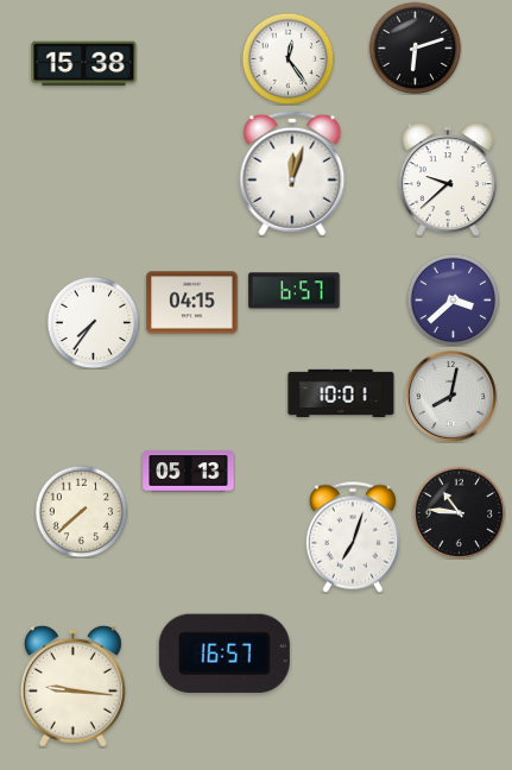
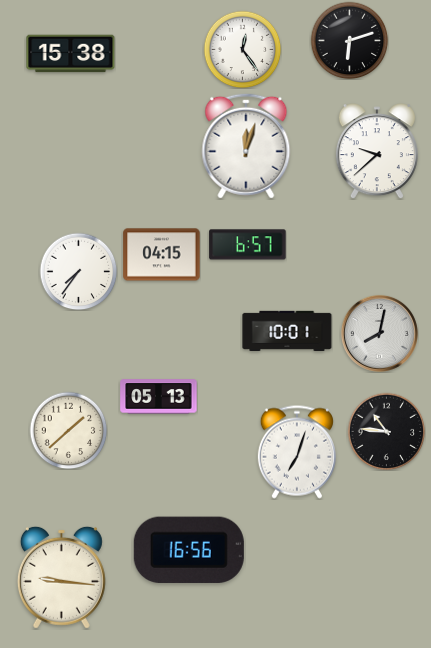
clock at (453, 299): 3:38 -> none
clock at (81, 511): 7:38 -> 1:38
clock at (225, 654): 16:57 -> 16:56
